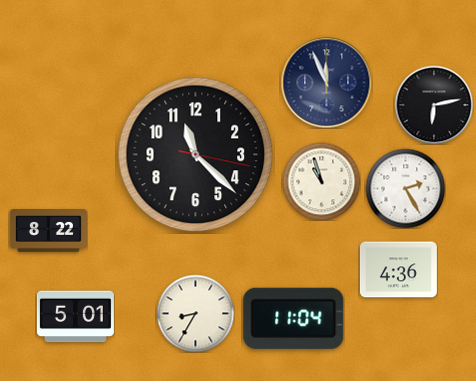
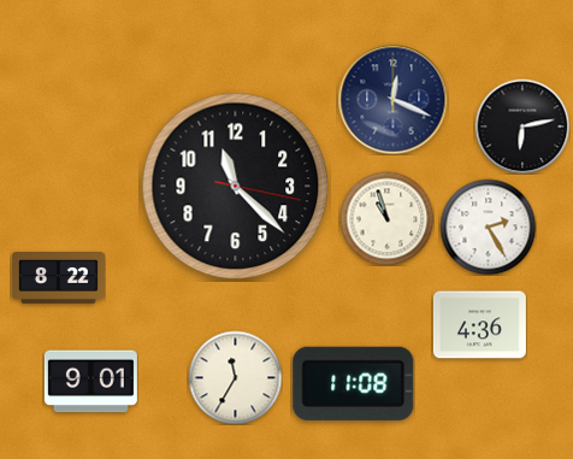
clock at (326, 82): 11:56 -> 12:19
clock at (195, 313): 8:35 -> 11:35
clock at (75, 317): 5:01 -> 9:01
clock at (294, 318): 11:04 -> 11:08
